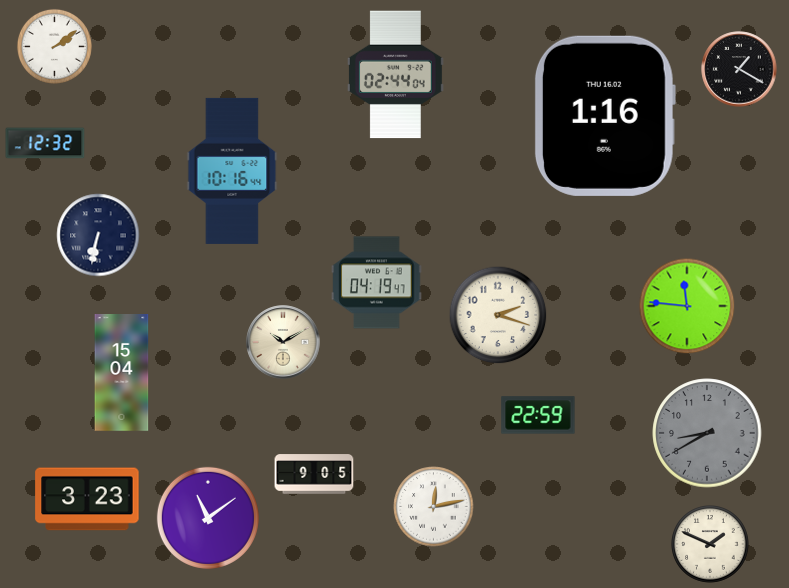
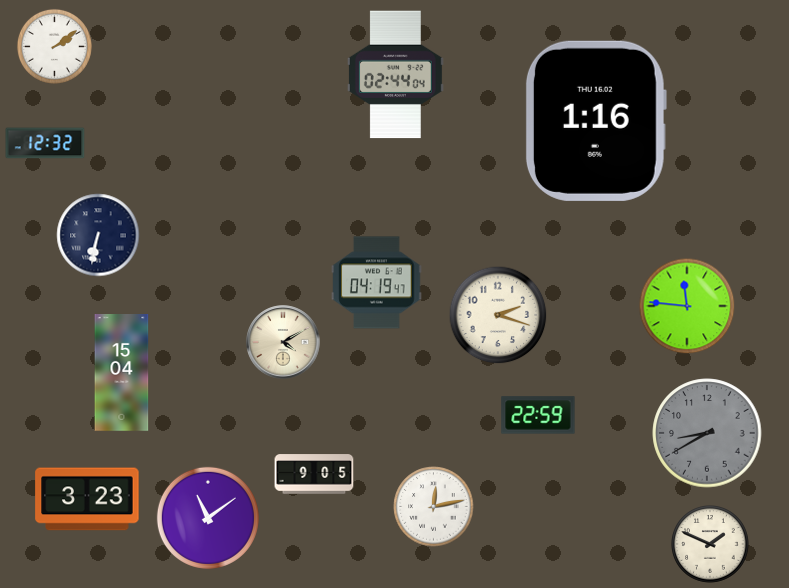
clock at (739, 69): 1:20 -> none
clock at (605, 116) position: (605, 116) -> (596, 121)
clock at (232, 171): 10:16 -> none
clock at (283, 342): 10:10 -> 4:10
